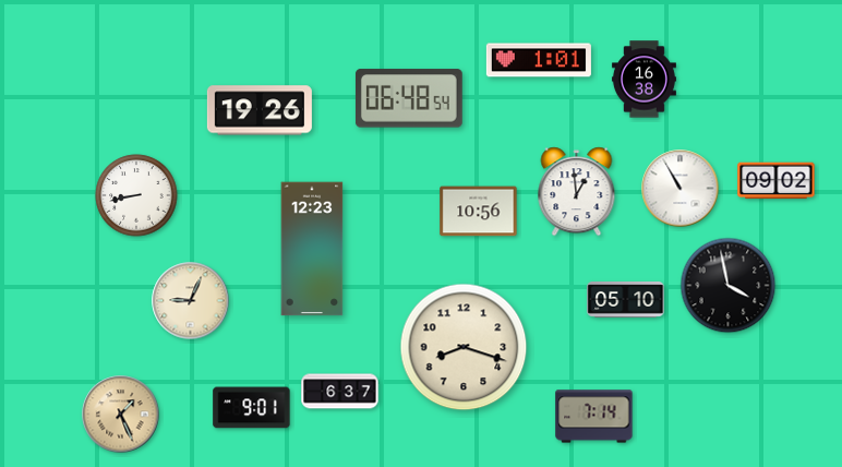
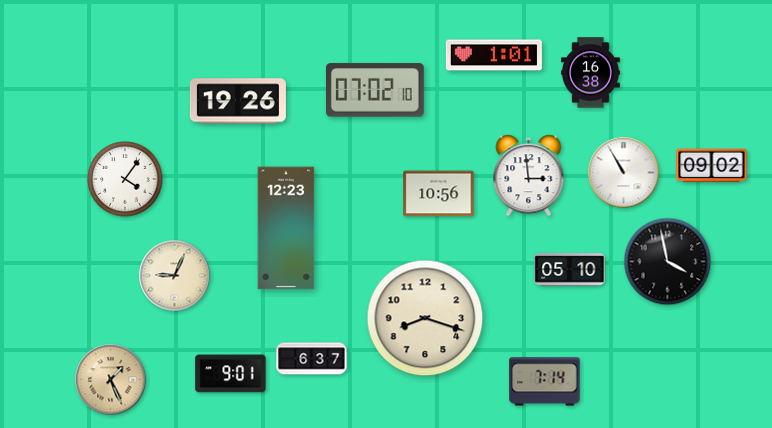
clock at (409, 98): 06:48 -> 07:02
clock at (577, 192): 12:59 -> 2:59
clock at (136, 195): 8:43 -> 4:06
clock at (626, 300) position: (626, 300) -> (570, 270)
